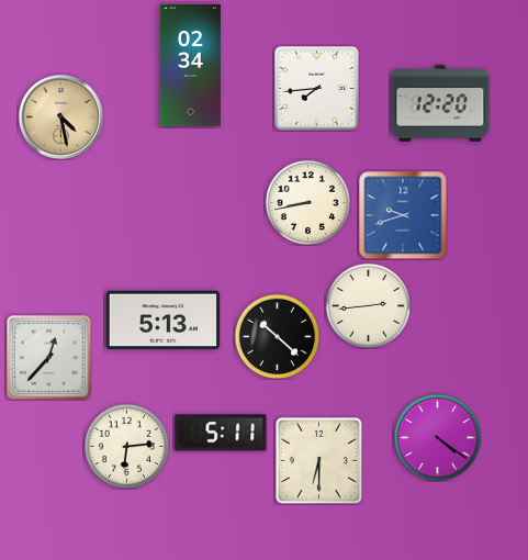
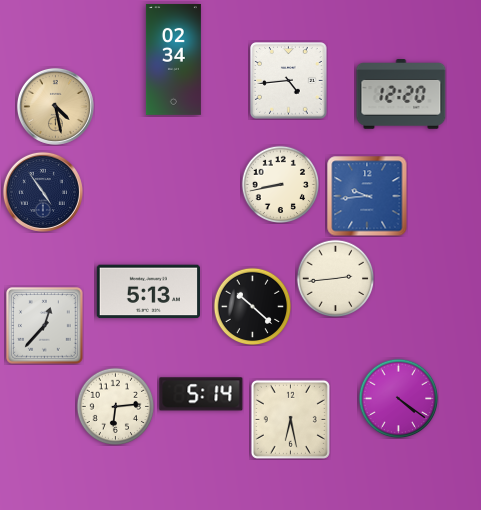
clock at (317, 89): 7:44 -> 4:44
clock at (43, 192): none -> 4:54
clock at (403, 215): 9:42 -> 9:44
clock at (221, 433): 5:11 -> 5:14
clock at (318, 460): 6:30 -> 6:28
